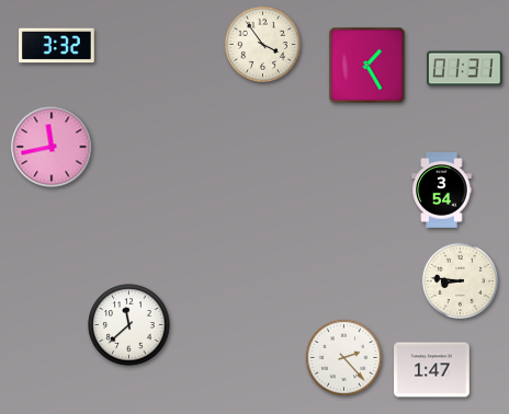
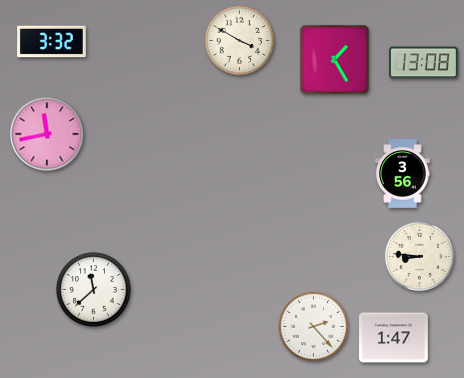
clock at (262, 44): 3:54 -> 3:50
clock at (465, 69): 01:31 -> 13:08
clock at (442, 191): 3:54 -> 3:56
clock at (129, 325) position: (129, 325) -> (94, 290)
